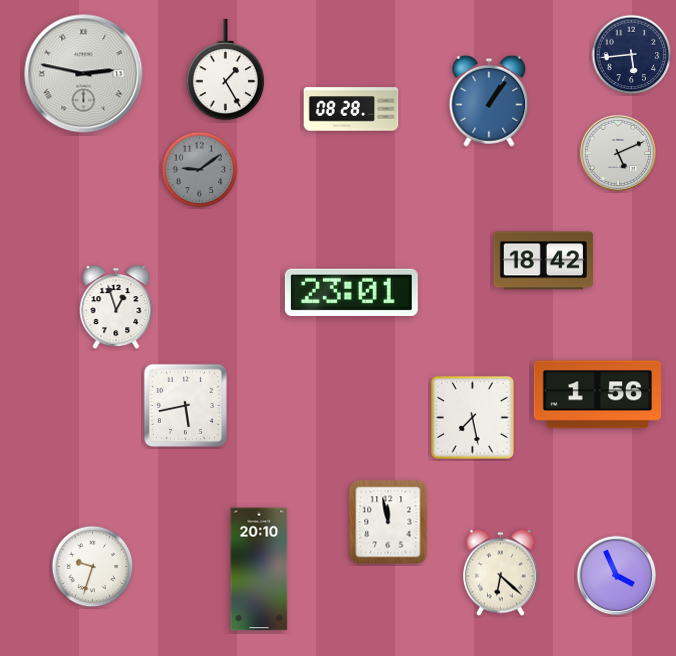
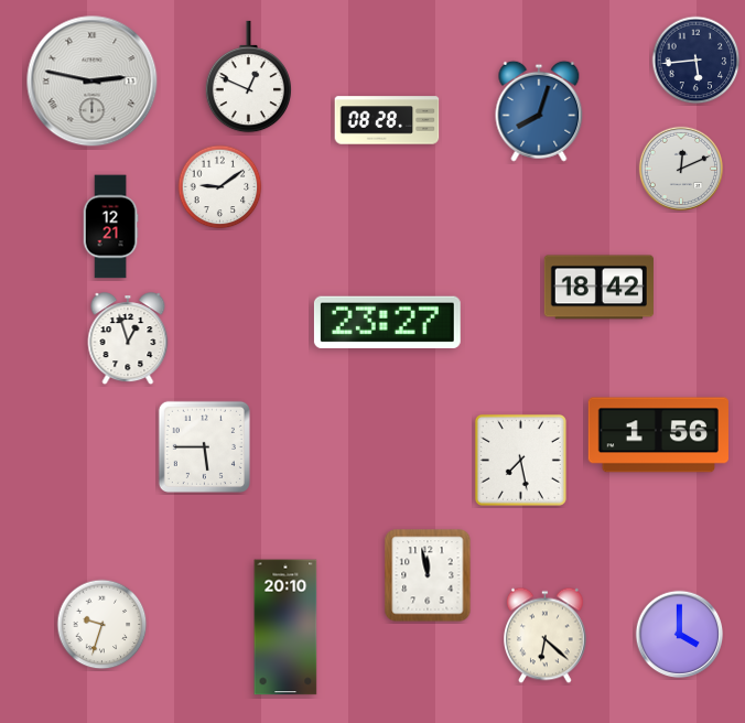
clock at (225, 70): 1:25 -> 12:49
clock at (489, 101): 1:06 -> 8:03
clock at (617, 152): 5:11 -> 12:11
clock at (200, 170) dial: grey -> white
clock at (110, 227): none -> 12:21
clock at (351, 292): 23:01 -> 23:27
clock at (185, 405): 5:43 -> 5:45
clock at (501, 573) position: (501, 573) -> (546, 636)
clock at (617, 576): 3:56 -> 4:00
